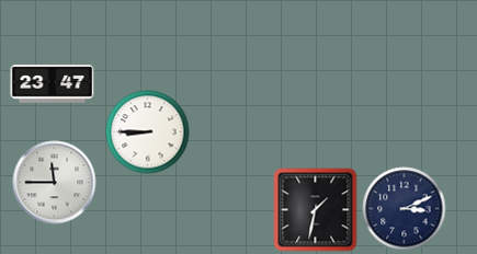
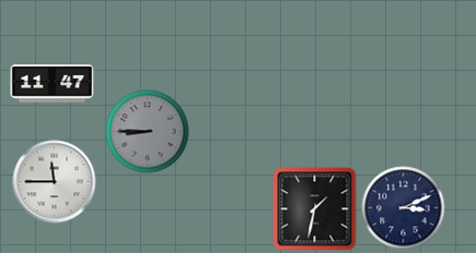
clock at (53, 84): 23:47 -> 11:47
clock at (148, 132) dial: white -> grey
